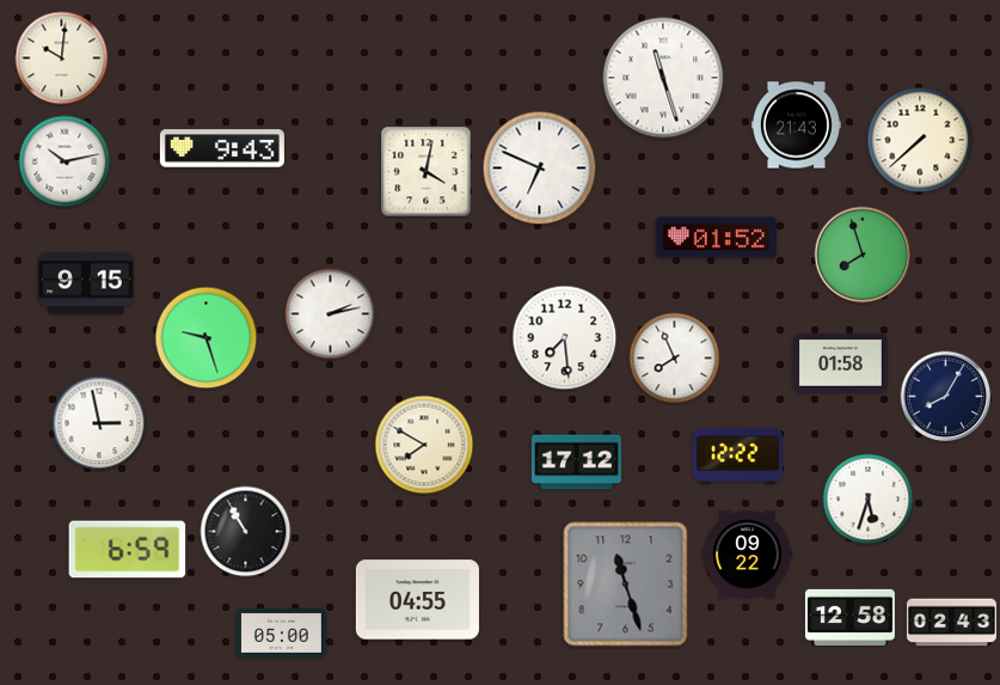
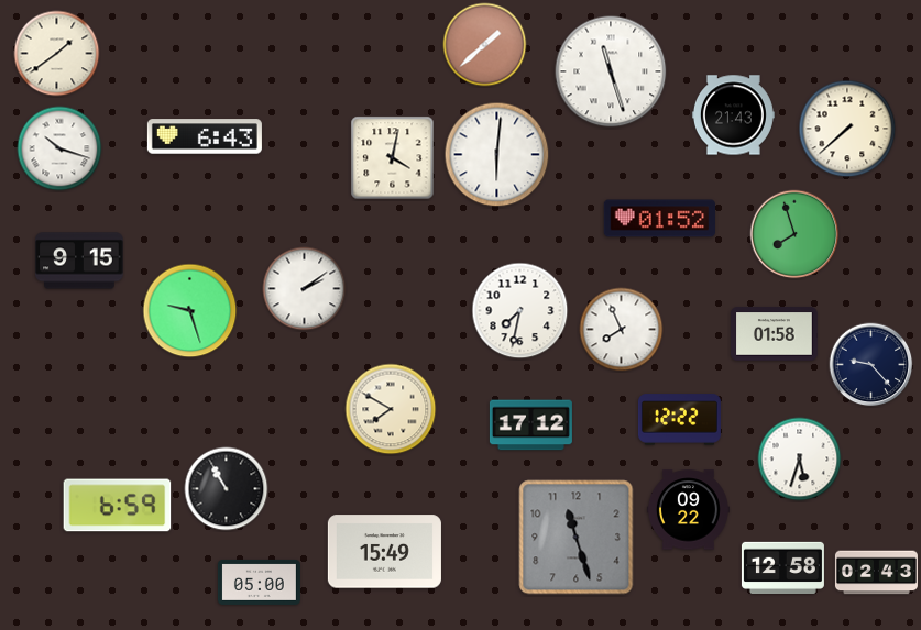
clock at (485, 45): none -> 1:38
clock at (62, 59): 10:01 -> 1:39
clock at (222, 148): 9:43 -> 6:43
clock at (65, 161): 10:13 -> 10:18
clock at (540, 169): 6:49 -> 6:01
clock at (331, 314): 2:13 -> 2:09
clock at (565, 338): 7:29 -> 7:32
clock at (946, 397): 8:05 -> 9:23
clock at (99, 423): 2:58 -> none
clock at (417, 600): 04:55 -> 15:49
